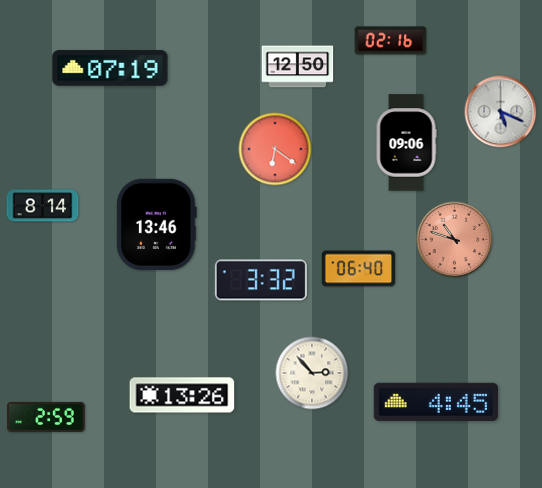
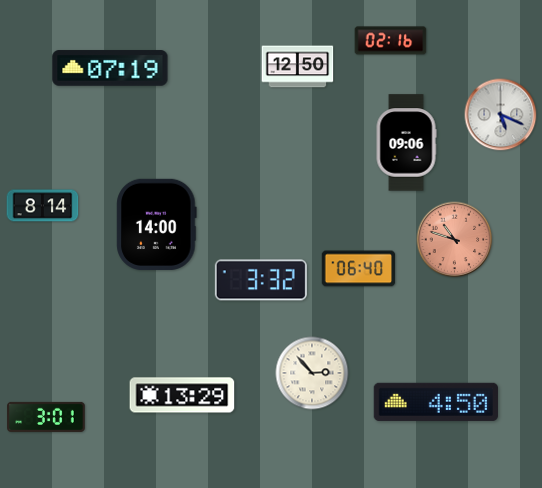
clock at (501, 112) position: (501, 112) -> (501, 115)
clock at (275, 149): 6:21 -> none
clock at (157, 224): 13:46 -> 14:00
clock at (182, 395): 13:26 -> 13:29
clock at (436, 402): 4:45 -> 4:50
clock at (46, 417): 2:59 -> 3:01
